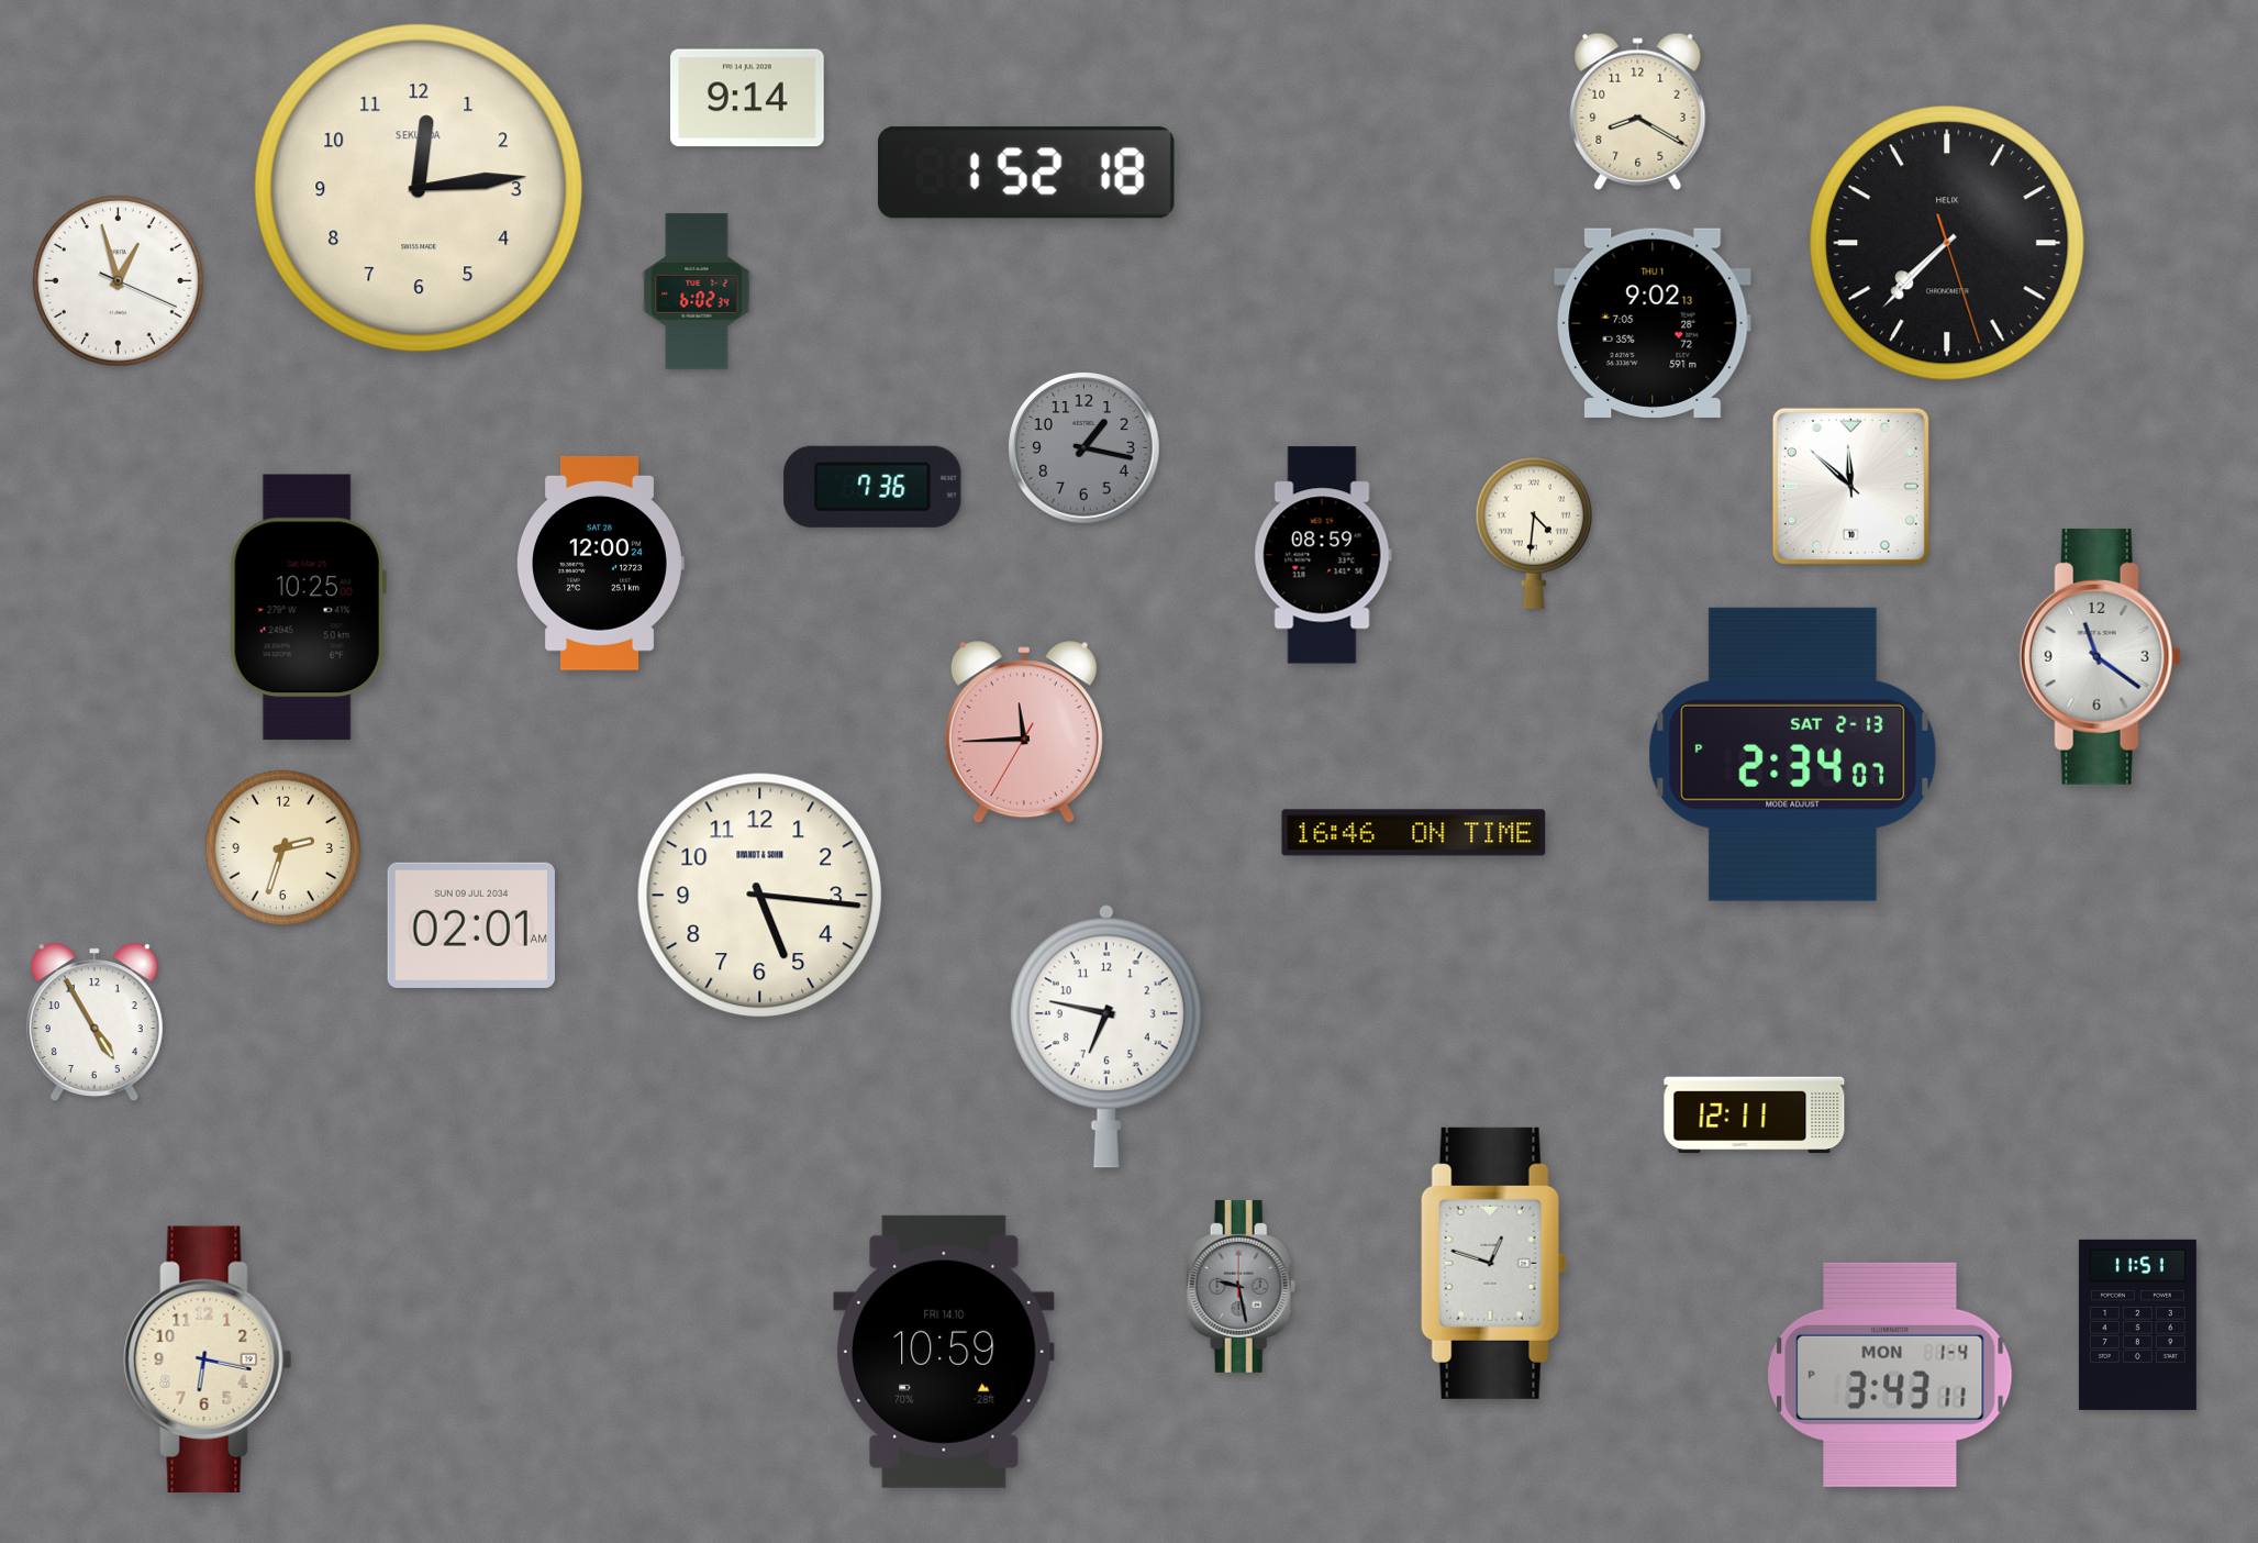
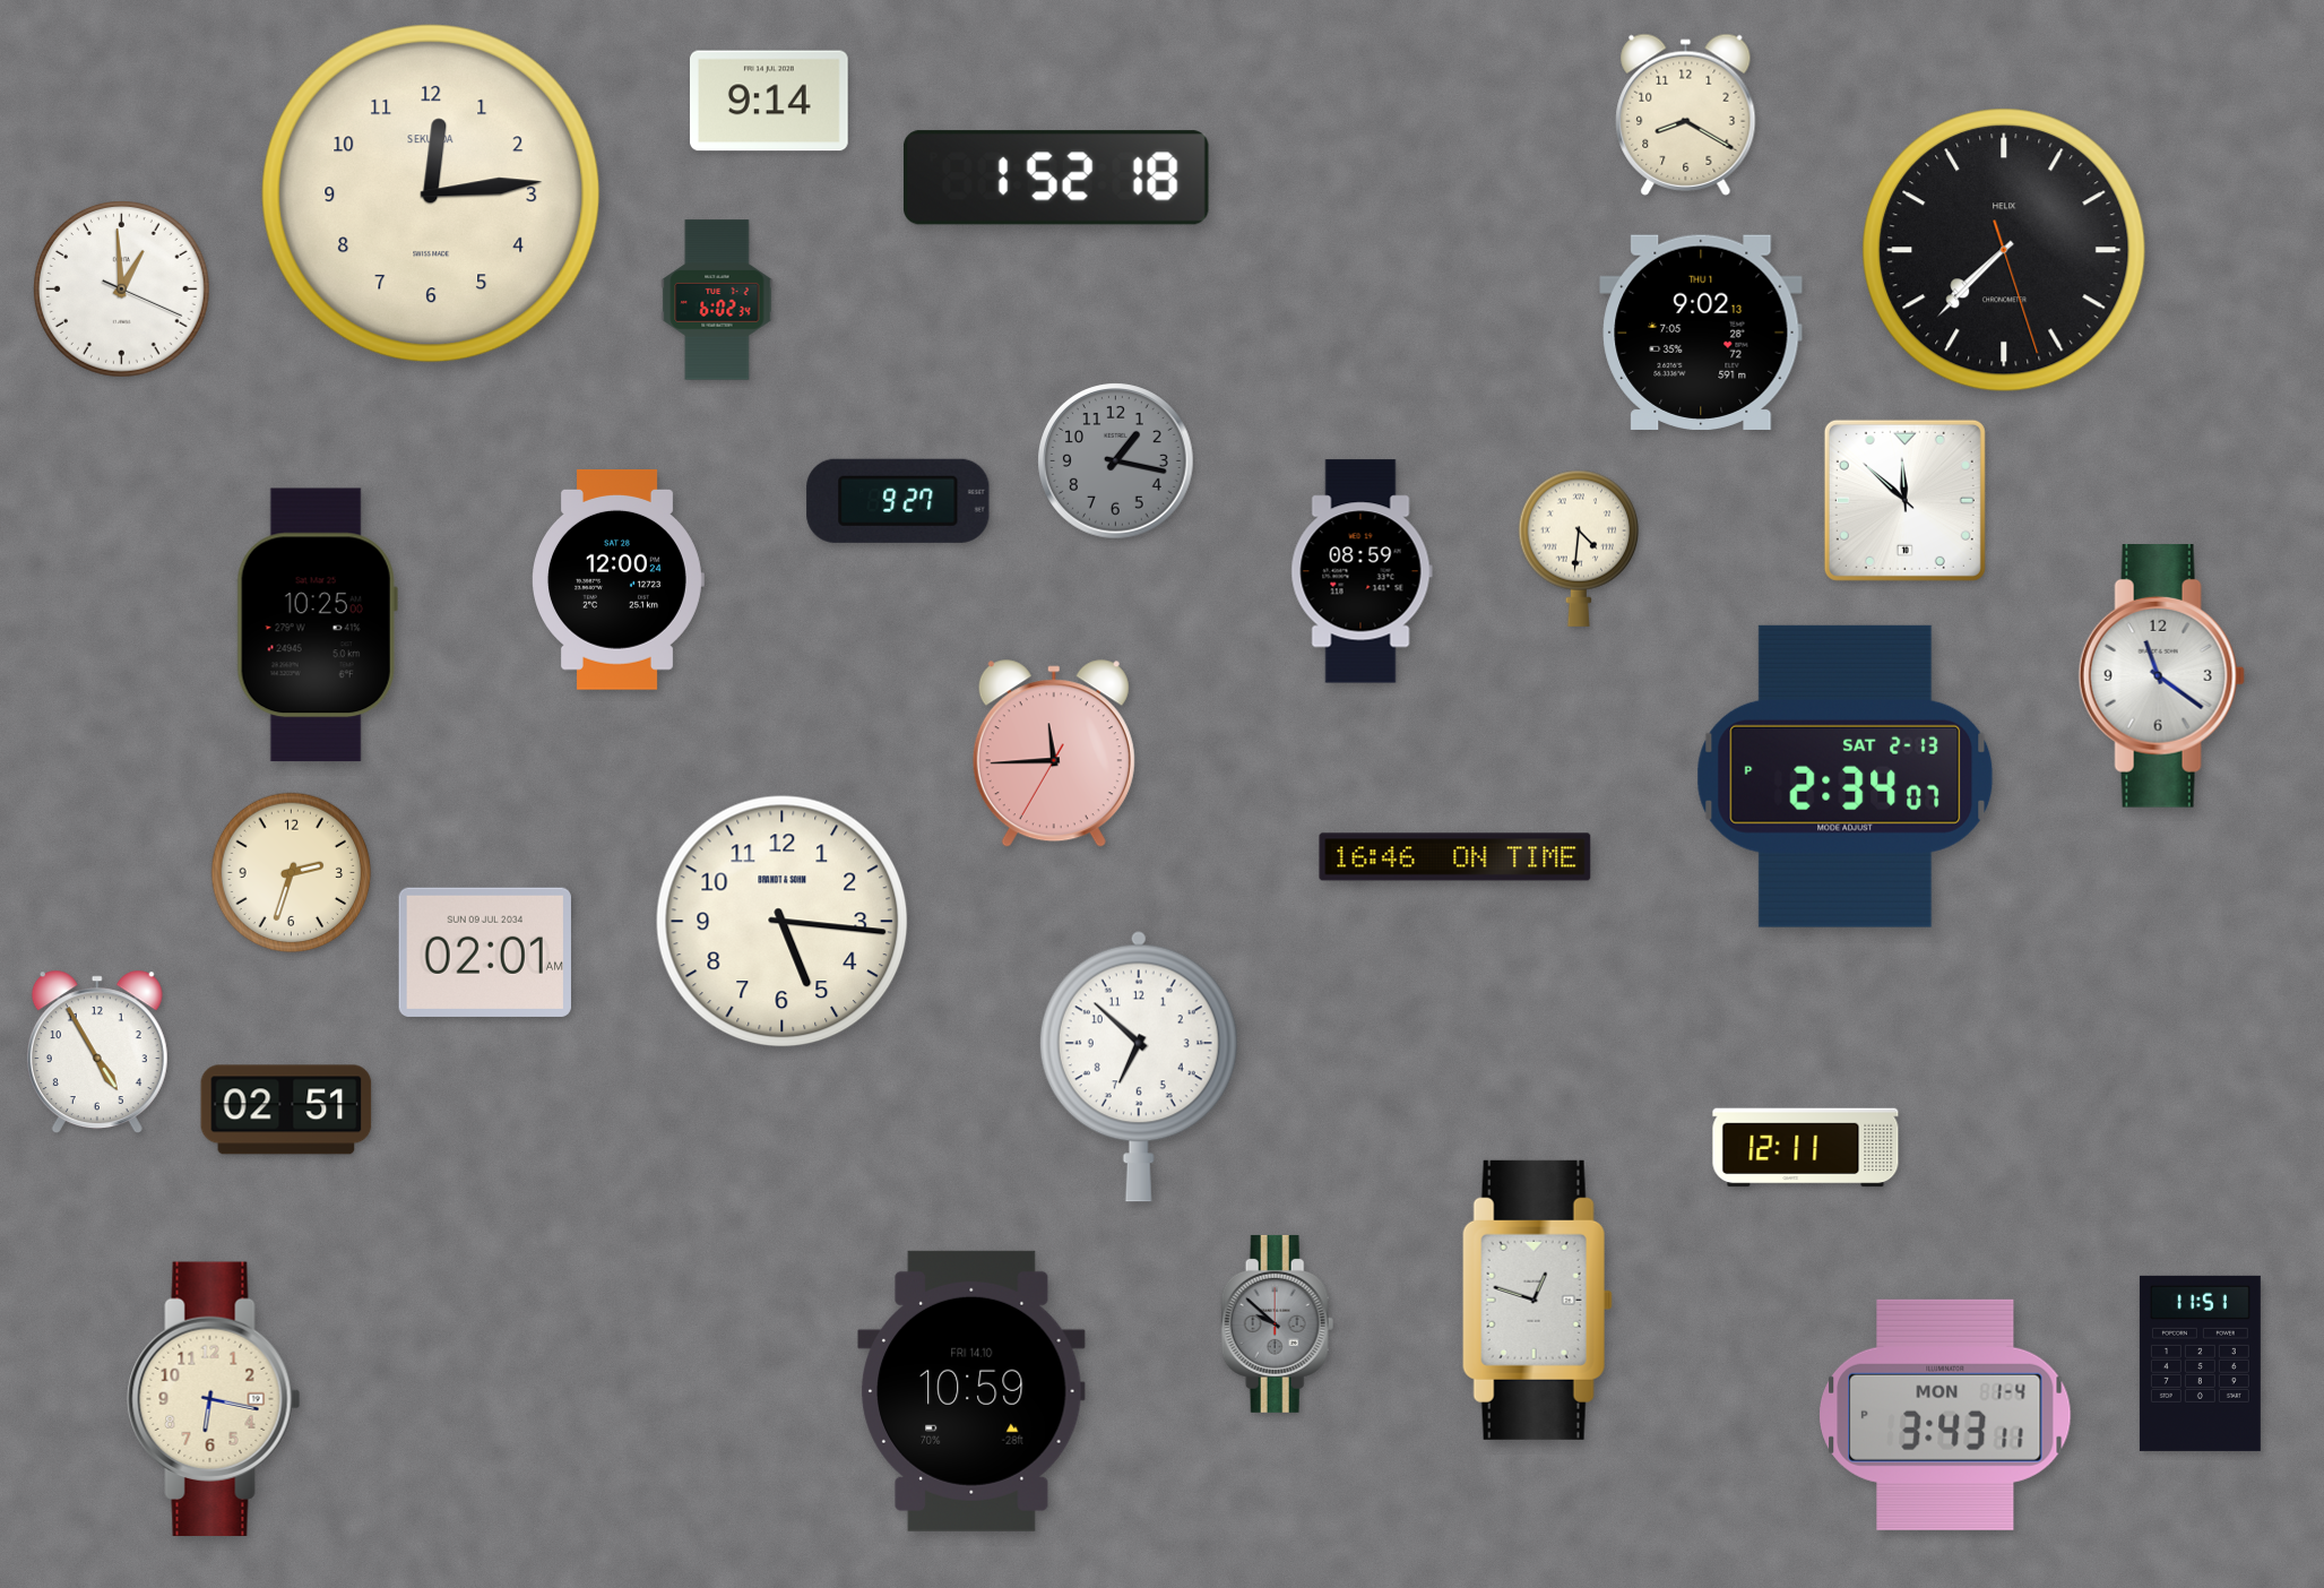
clock at (119, 281): 12:57 -> 12:59
clock at (872, 487): 7:36 -> 9:27
clock at (1106, 1036): 6:47 -> 6:52
clock at (286, 1110): none -> 02:51
clock at (1242, 1286): 9:28 -> 9:52
